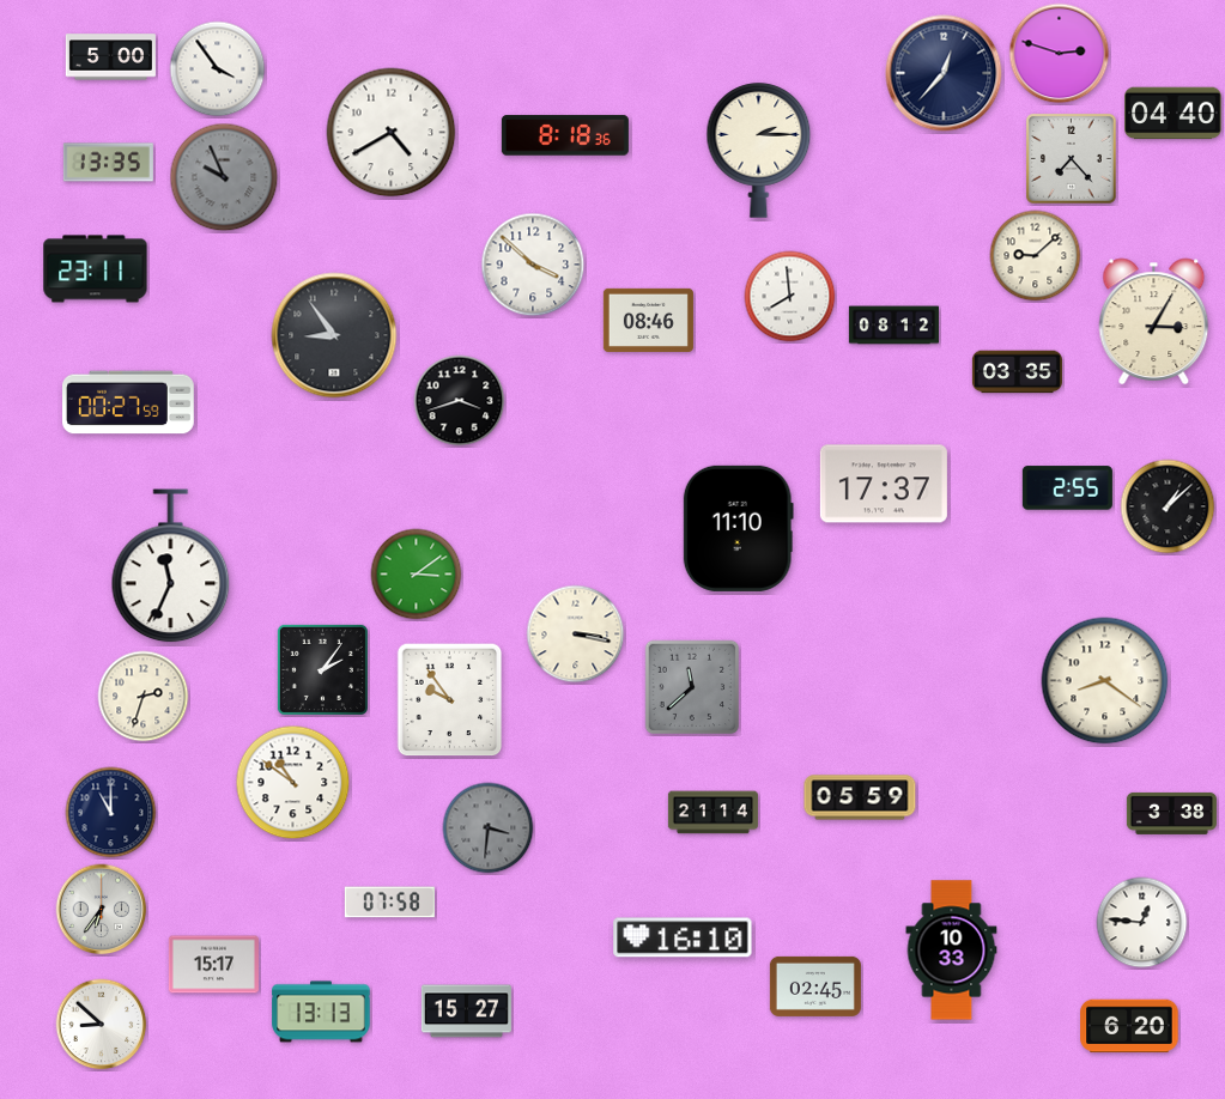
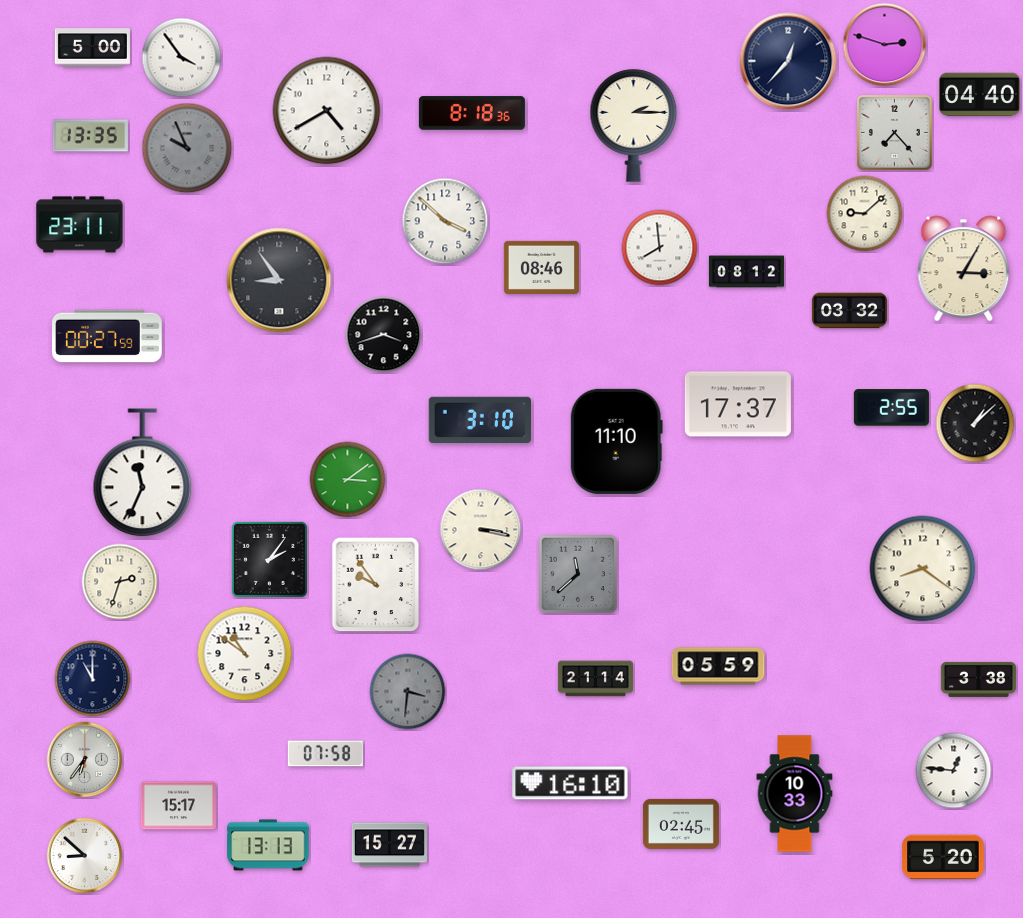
clock at (1017, 372): 03:35 -> 03:32
clock at (480, 419): none -> 3:10
clock at (1129, 1026): 6:20 -> 5:20
